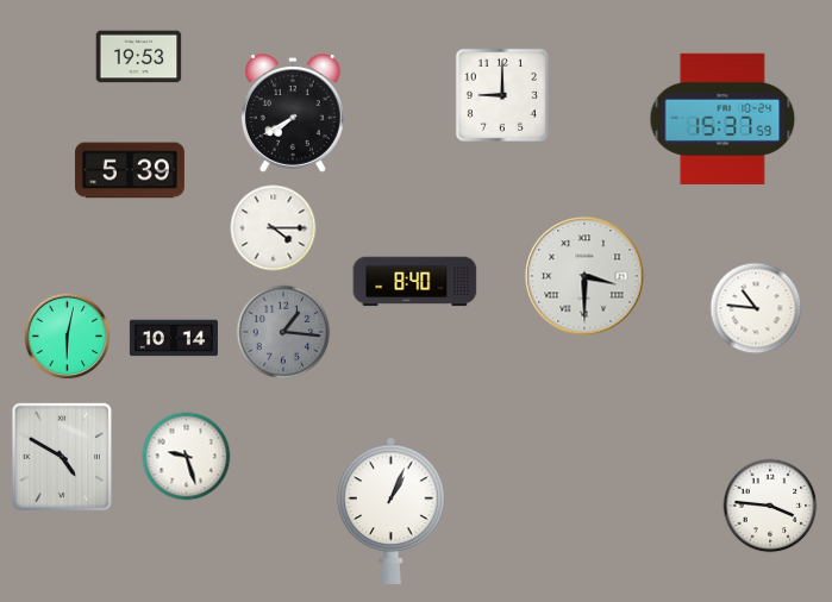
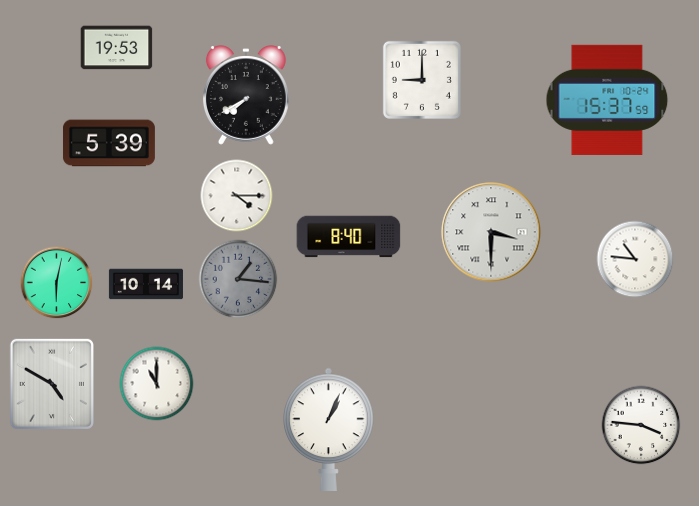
clock at (274, 228) position: (274, 228) -> (237, 196)
clock at (187, 457): 9:27 -> 11:00
clock at (770, 506) position: (770, 506) -> (641, 425)
